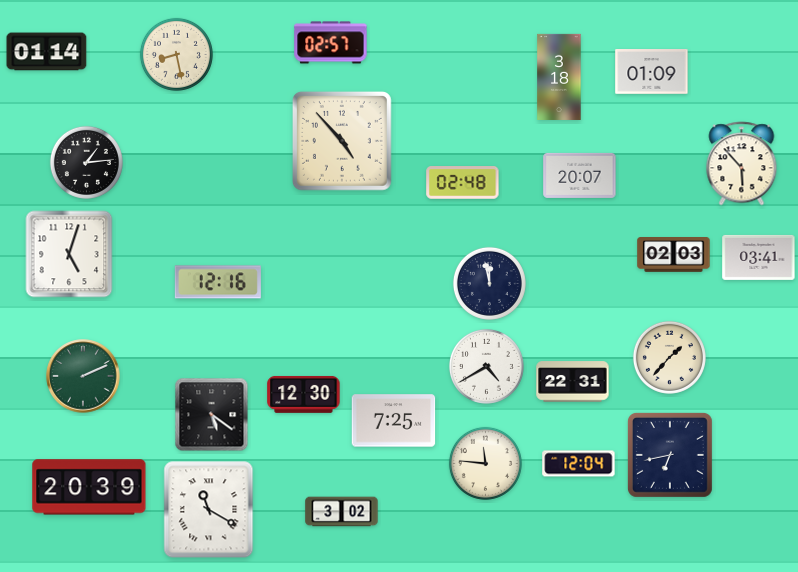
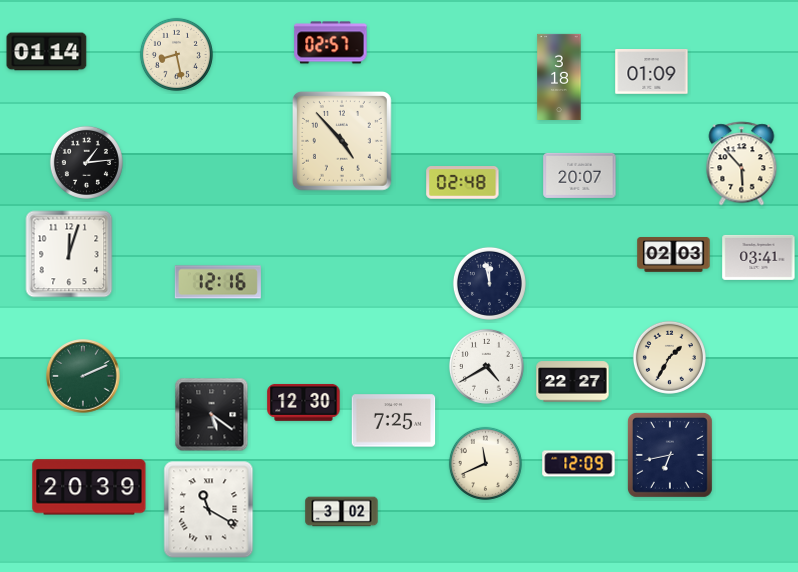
clock at (69, 254): 5:03 -> 12:03
clock at (669, 357): 1:37 -> 1:35
clock at (573, 382): 22:31 -> 22:27
clock at (304, 394) position: (304, 394) -> (304, 402)
clock at (485, 463): 11:46 -> 11:41
clock at (579, 464): 12:04 -> 12:09
